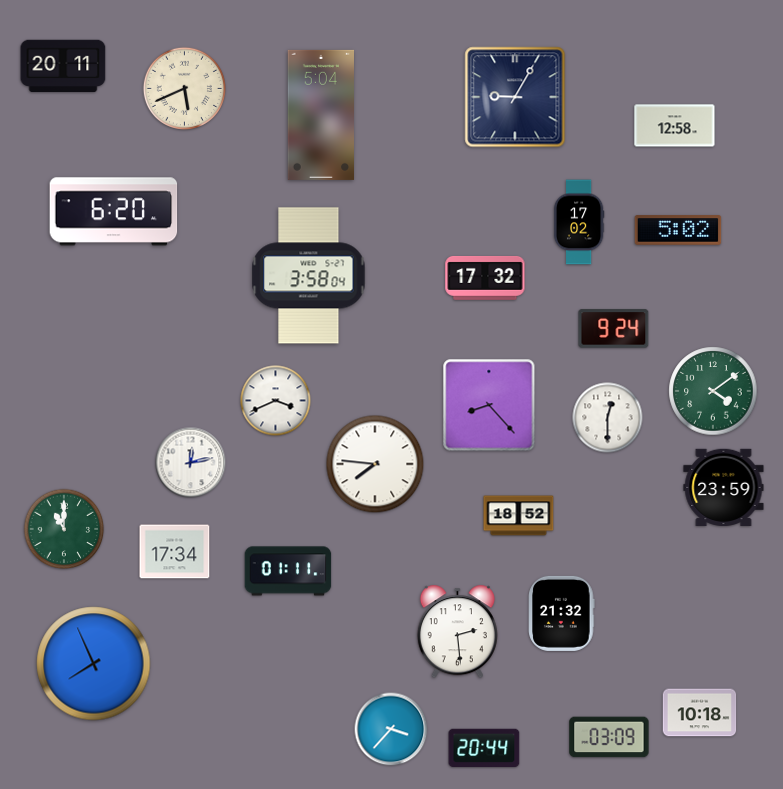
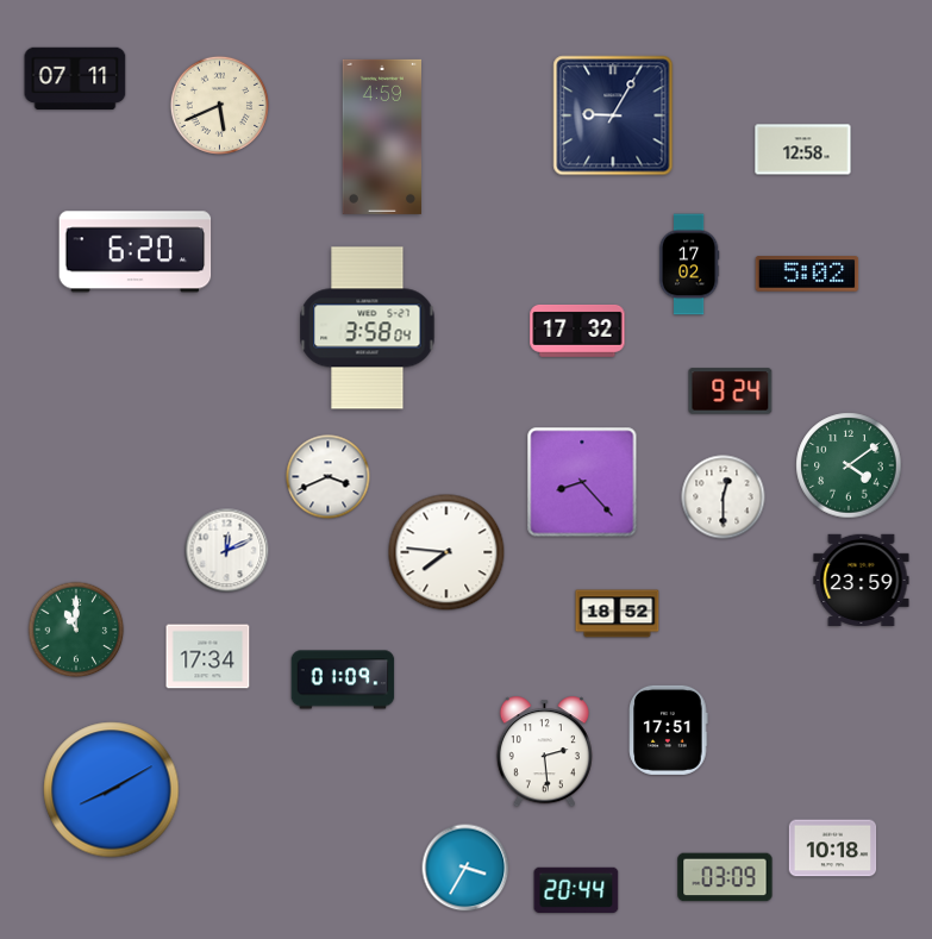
clock at (63, 65): 20:11 -> 07:11
clock at (320, 115): 5:04 -> 4:59
clock at (191, 463): 12:13 -> 12:11
clock at (288, 571): 01:11 -> 01:09
clock at (562, 613): 21:32 -> 17:51
clock at (94, 664): 7:56 -> 8:10
clock at (391, 729): 3:37 -> 3:35
